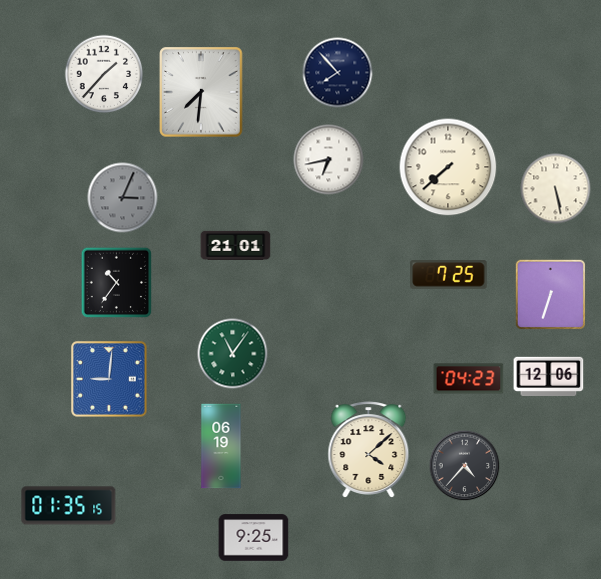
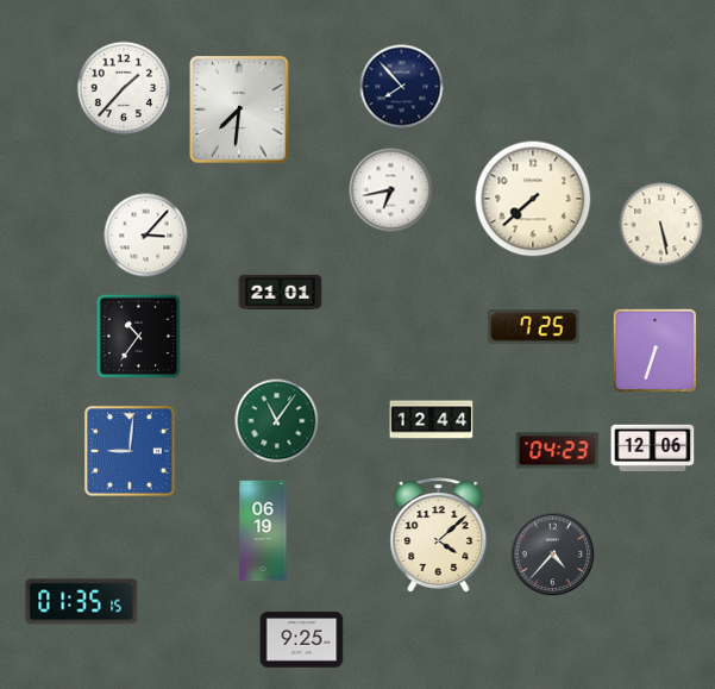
clock at (123, 198): 3:04 -> 3:07
clock at (123, 198) dial: grey -> white
clock at (432, 420): none -> 12:44
